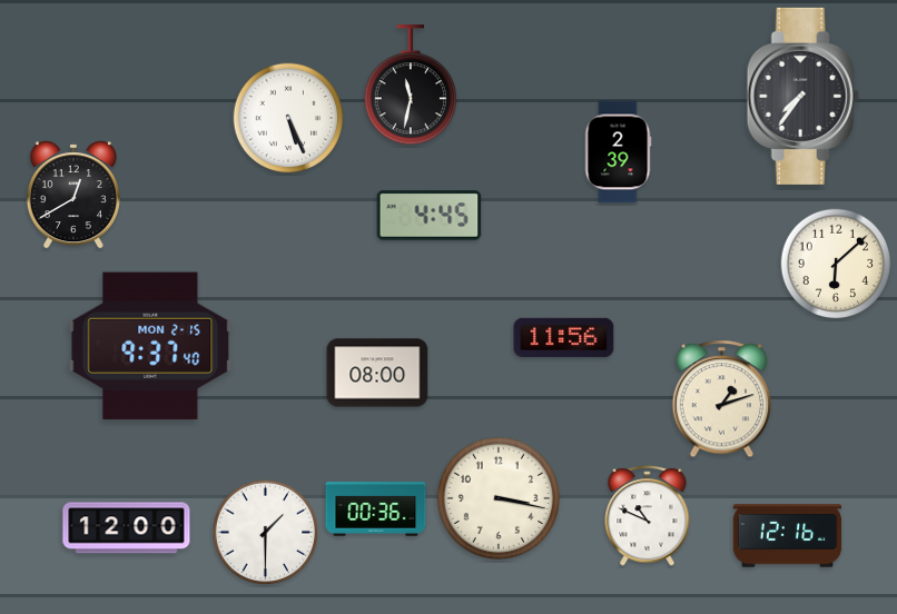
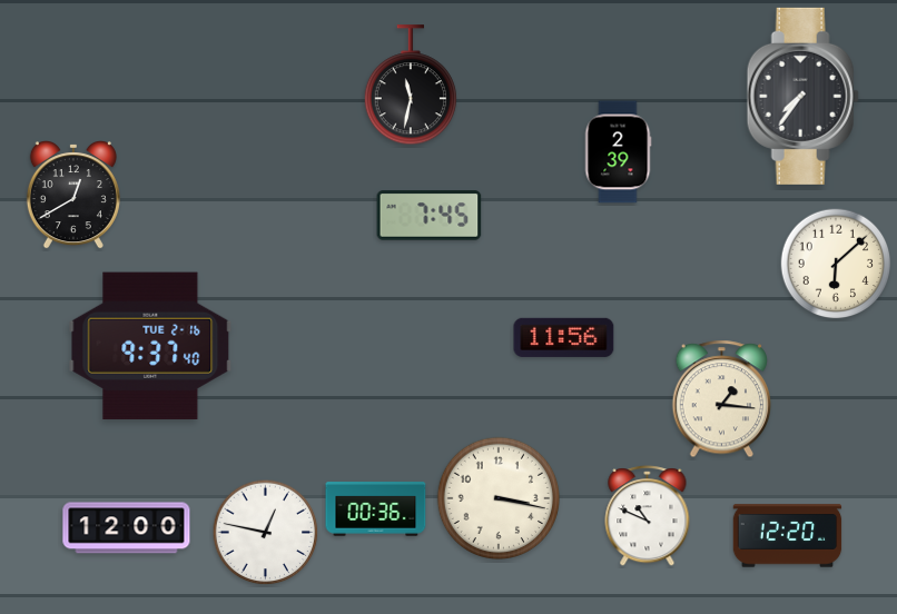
clock at (288, 118): 5:26 -> none
clock at (430, 216): 4:45 -> 7:45
clock at (150, 345) date: MON 2-15 -> TUE 2-16
clock at (377, 373): 08:00 -> none
clock at (722, 399): 1:12 -> 1:16
clock at (266, 533): 1:30 -> 12:47
clock at (788, 536): 12:16 -> 12:20
